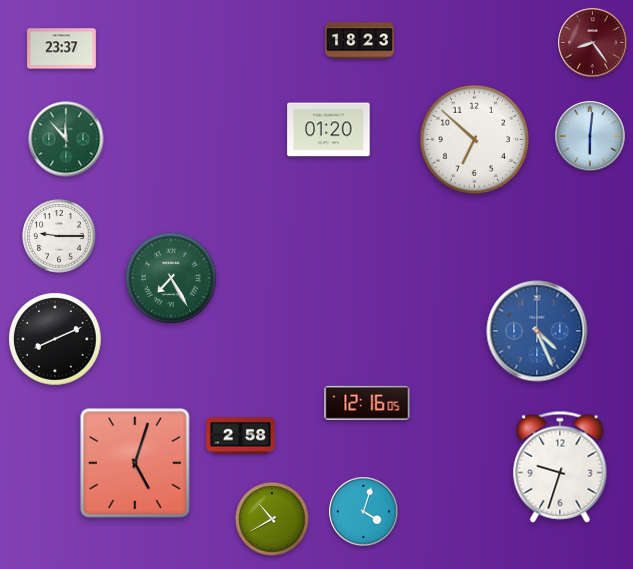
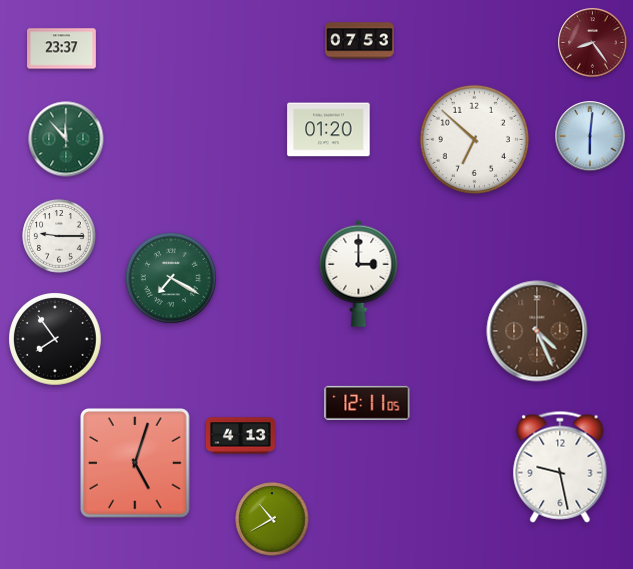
clock at (360, 41): 18:23 -> 07:53
clock at (359, 273): none -> 3:00
clock at (171, 278): 7:25 -> 7:20
clock at (537, 331) dial: blue -> brown
clock at (55, 339): 8:11 -> 7:54
clock at (367, 403): 12:16 -> 12:11
clock at (241, 436): 2:58 -> 4:13
clock at (560, 467): 9:33 -> 9:28
clock at (364, 512): 4:03 -> none
